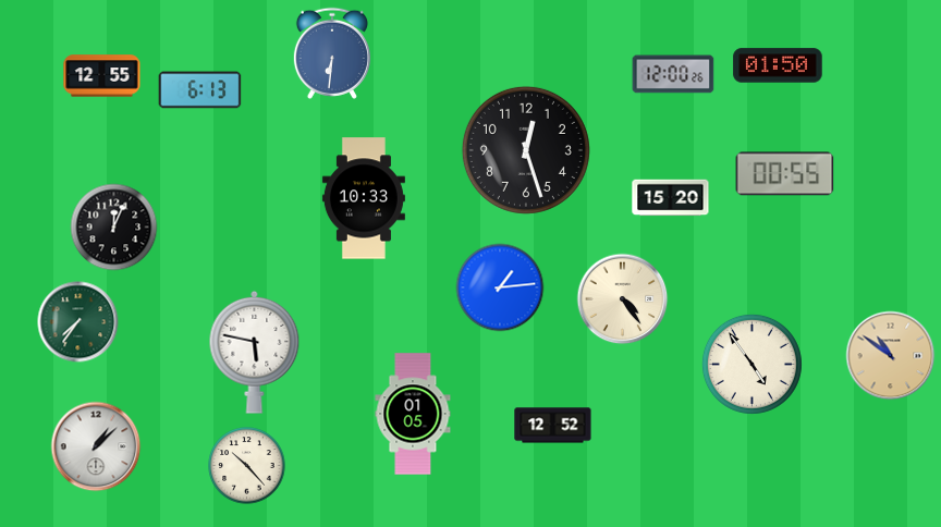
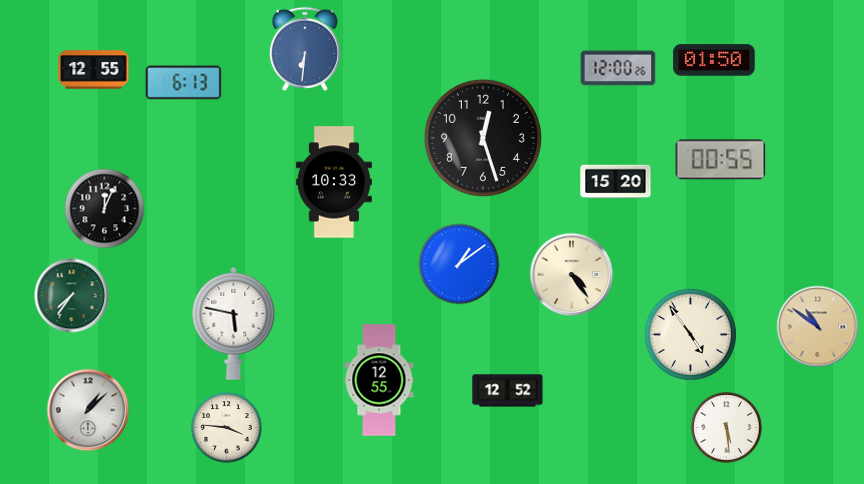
clock at (500, 287): 1:14 -> 1:09
clock at (413, 414): 01:05 -> 12:55
clock at (247, 466): 10:23 -> 3:46
clock at (727, 428): none -> 5:29
